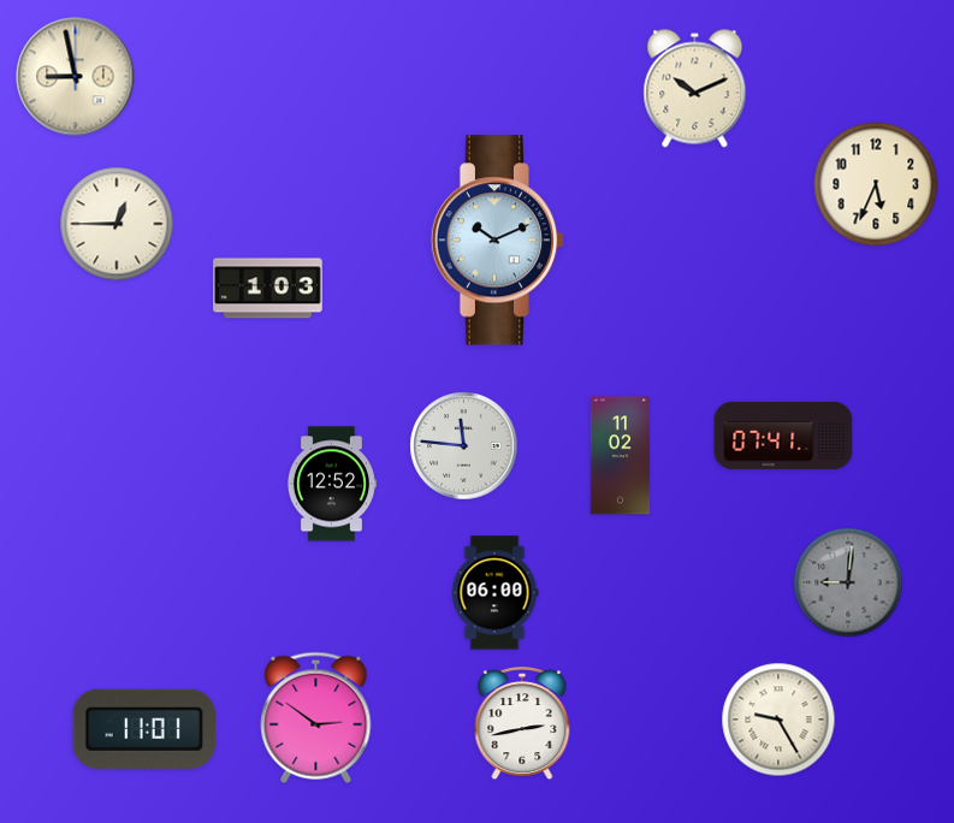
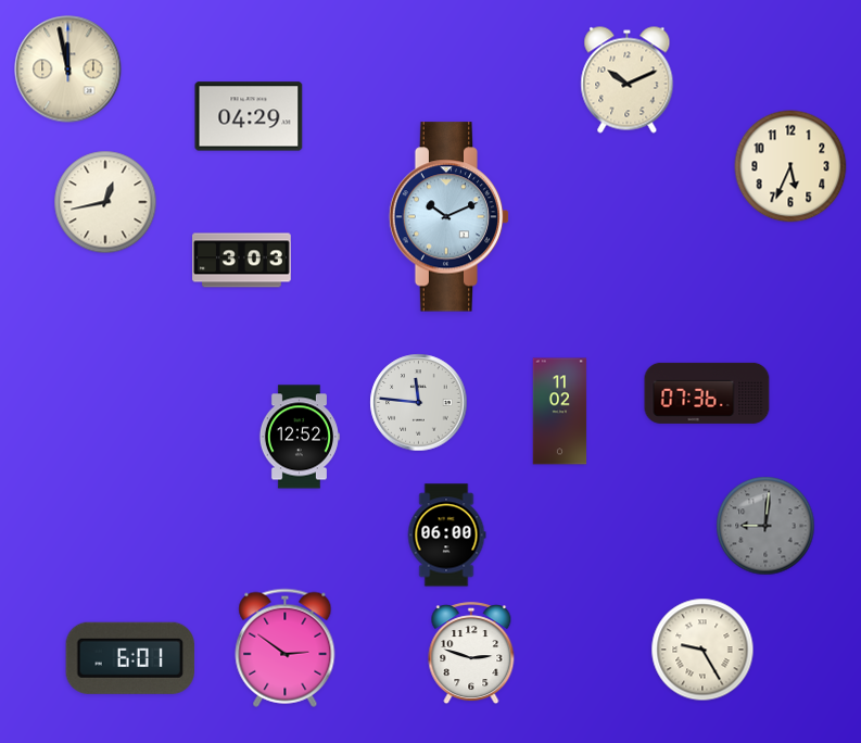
clock at (76, 77): 8:58 -> 11:58
clock at (249, 116): none -> 04:29
clock at (117, 224): 12:45 -> 12:43
clock at (268, 289): 1:03 -> 3:03
clock at (783, 436): 07:41 -> 07:36
clock at (522, 724): 2:43 -> 2:48
clock at (144, 729): 11:01 -> 6:01
